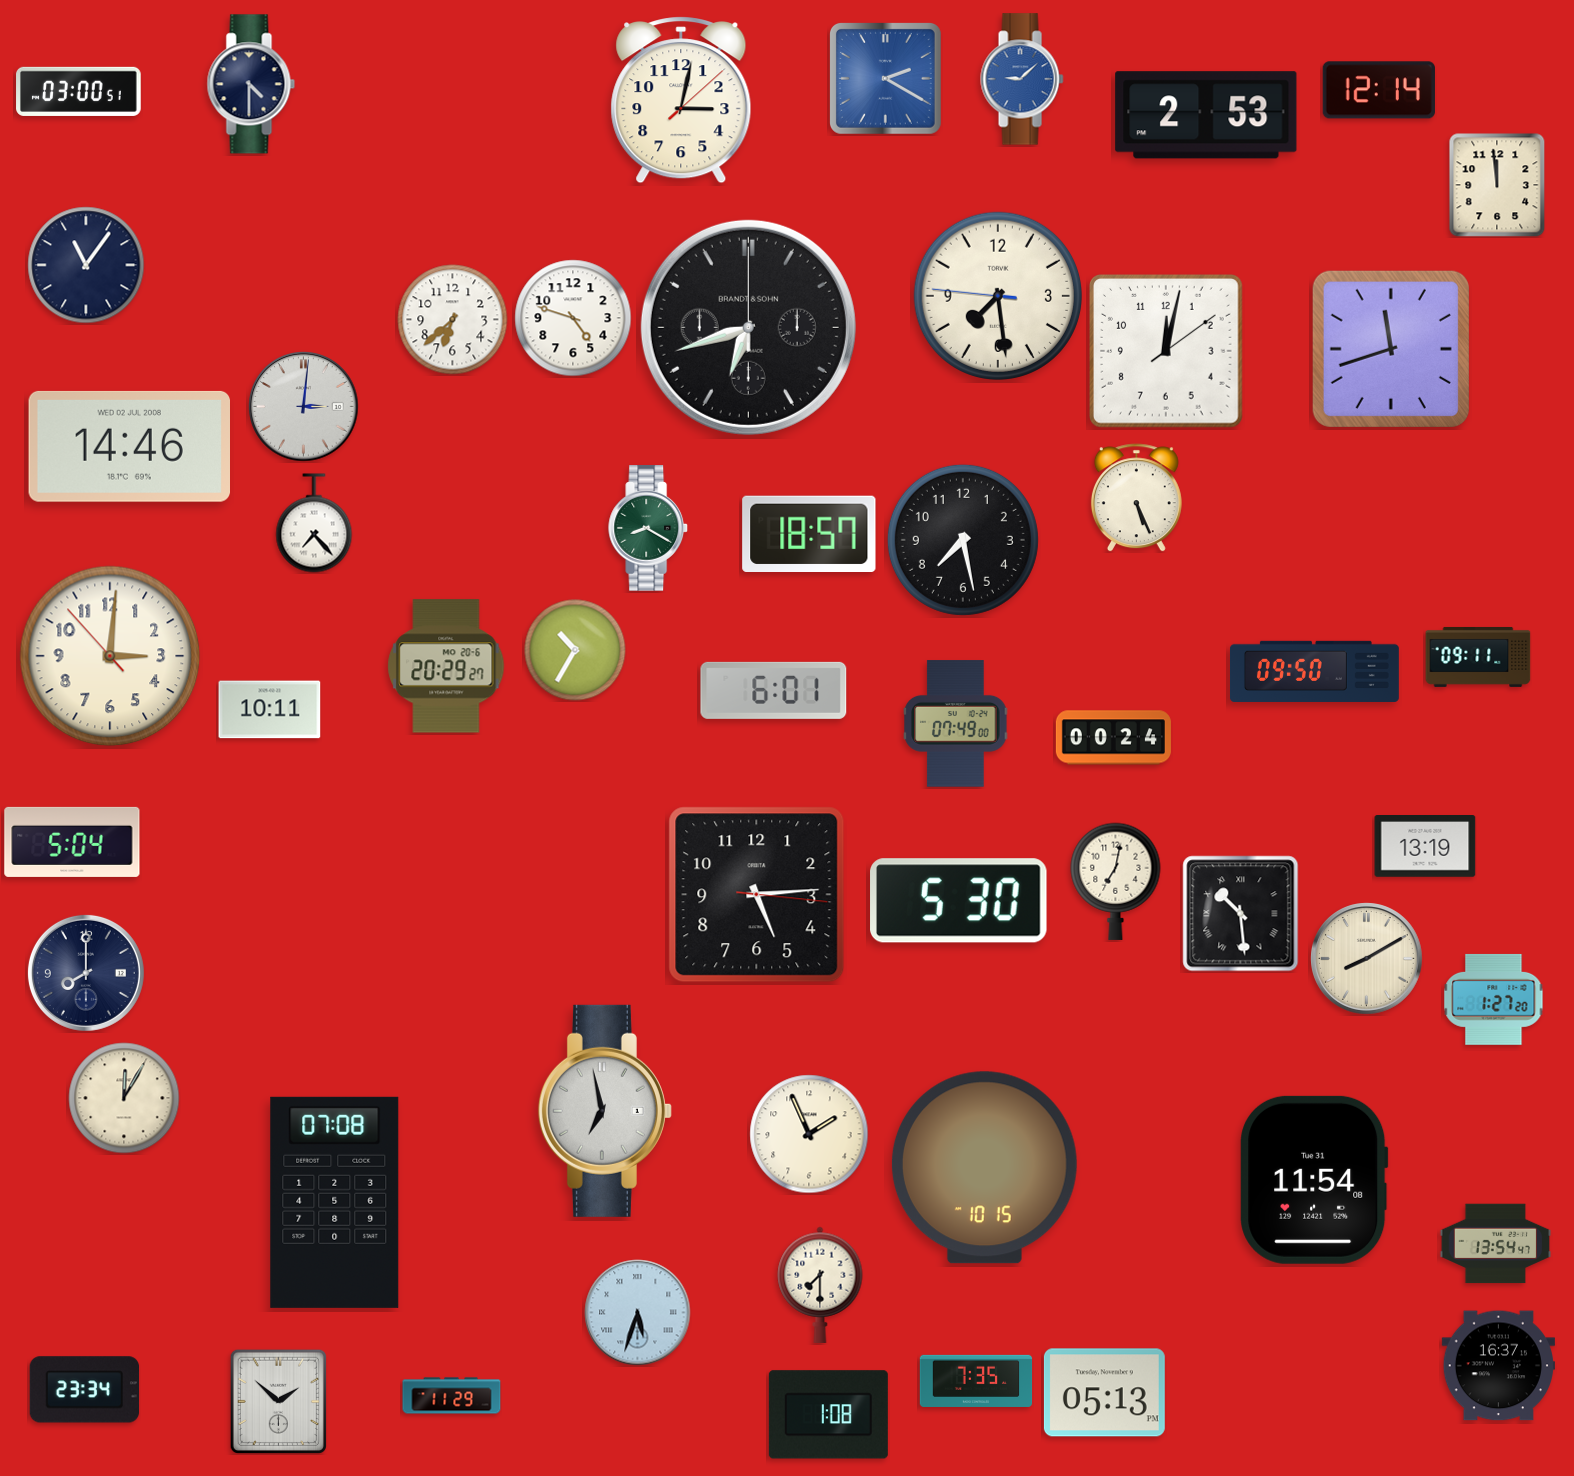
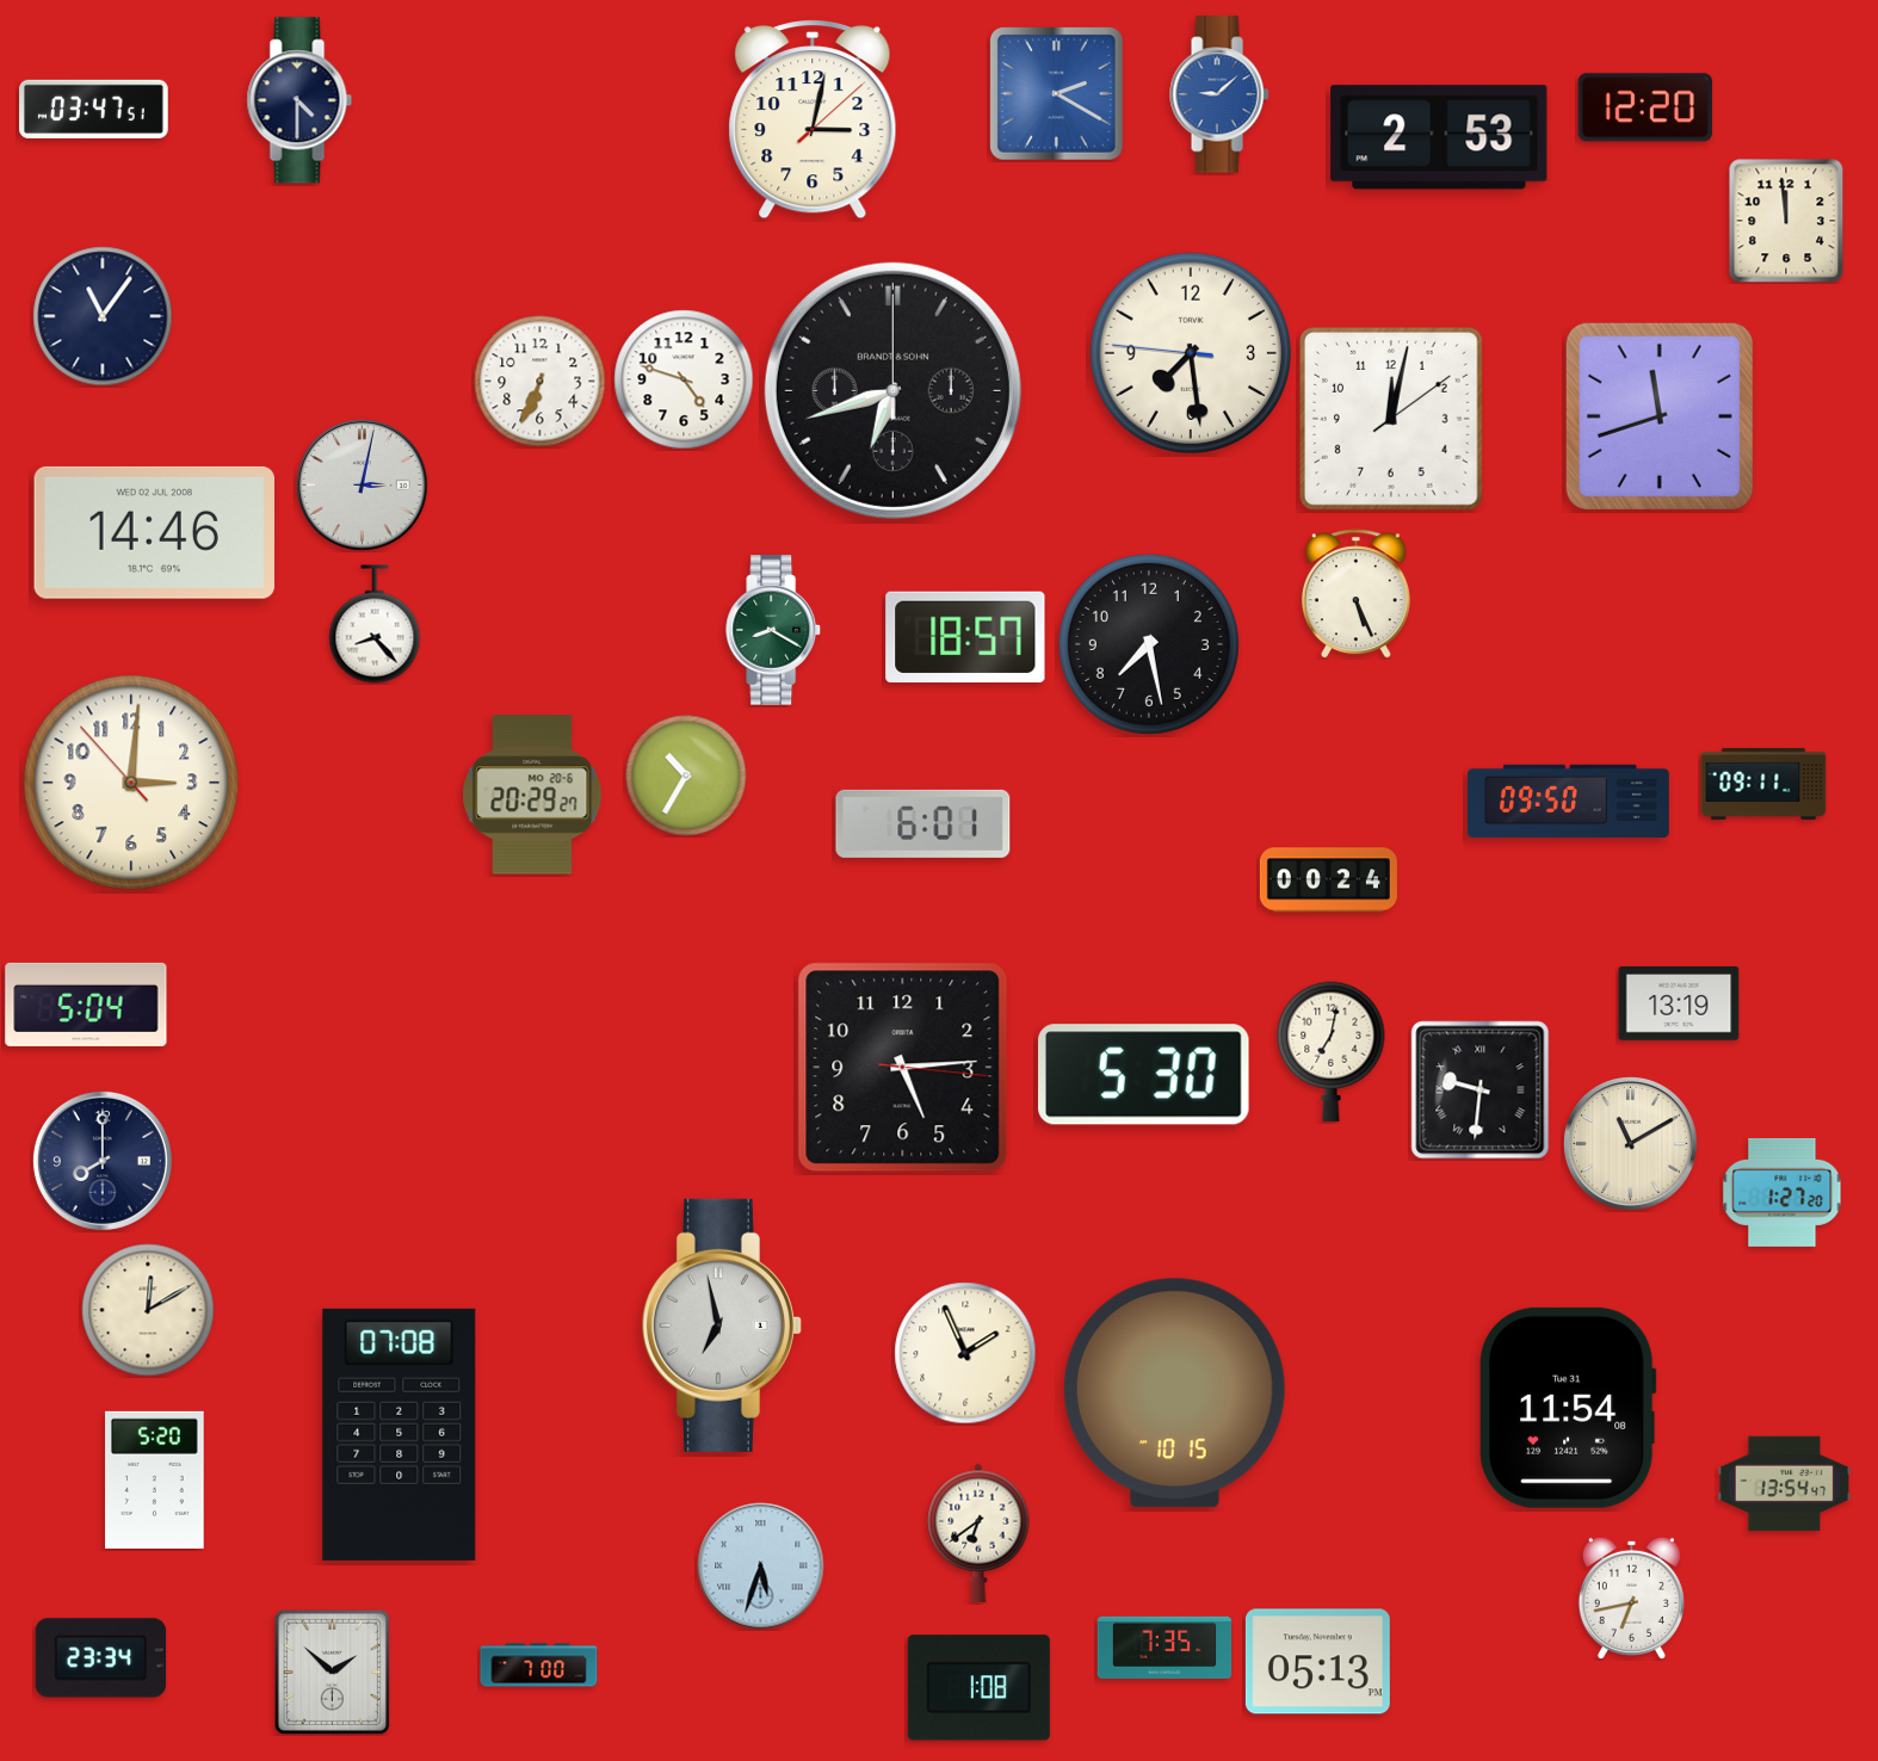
clock at (1379, 90): 12:14 -> 12:20
clock at (79, 91): 03:00 -> 03:47
clock at (453, 320): 6:38 -> 6:34
clock at (304, 407): 3:01 -> 3:02
clock at (314, 523): 7:23 -> 8:23
clock at (270, 710): 10:11 -> none
clock at (956, 724): 07:49 -> none
clock at (1425, 847) position: (1425, 847) -> (1679, 1005)
clock at (1241, 914): 10:29 -> 9:31
clock at (1367, 959): 8:10 -> 11:10
clock at (124, 1098): 12:05 -> 12:10
clock at (155, 1479): none -> 5:20
clock at (820, 1285): 7:30 -> 6:39
clock at (1631, 1598): none -> 6:43
clock at (1498, 1366): 16:37 -> none
clock at (452, 1396): 11:29 -> 7:00
clock at (828, 1415) position: (828, 1415) -> (978, 1688)
